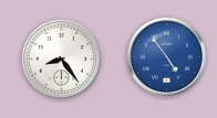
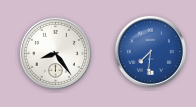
clock at (166, 56): 4:54 -> 7:31
